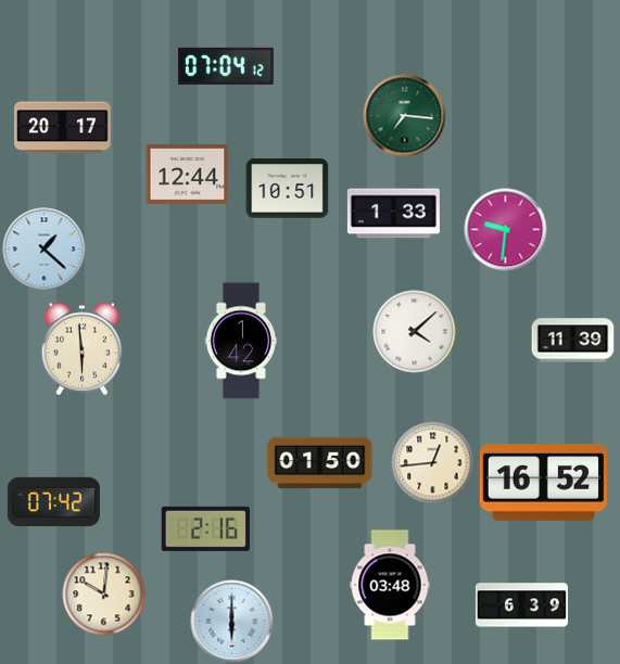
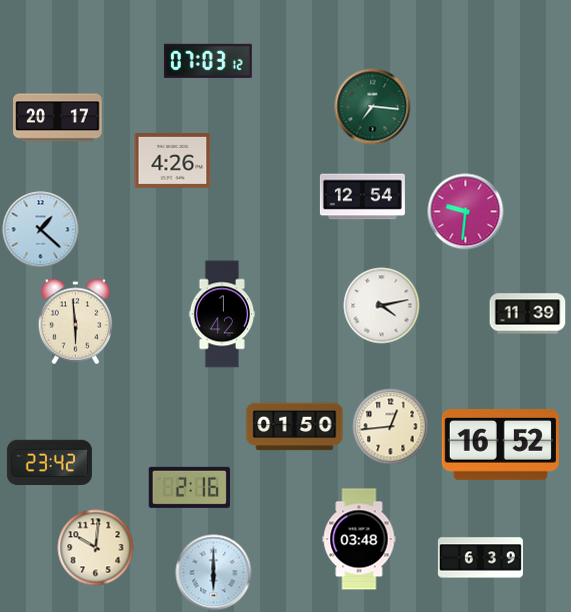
clock at (226, 66): 07:04 -> 07:03
clock at (188, 174): 12:44 -> 4:26
clock at (288, 189): 10:51 -> none
clock at (393, 214): 1:33 -> 12:54
clock at (415, 332): 4:08 -> 4:13
clock at (433, 463) position: (433, 463) -> (391, 427)
clock at (53, 502): 07:42 -> 23:42
